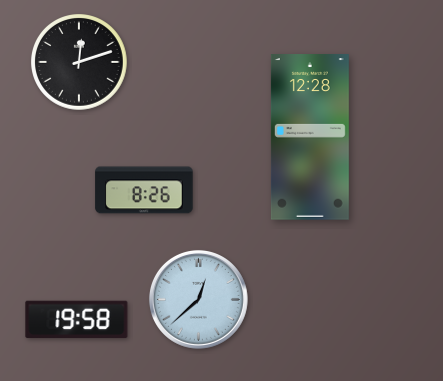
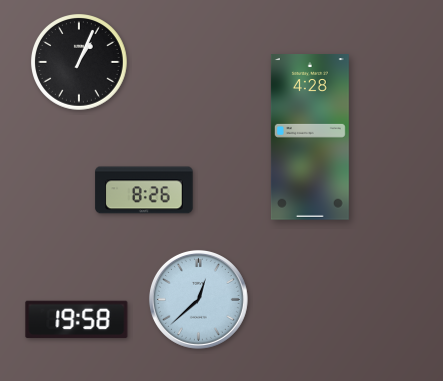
clock at (80, 63): 12:12 -> 1:04
clock at (310, 137): 12:28 -> 4:28
